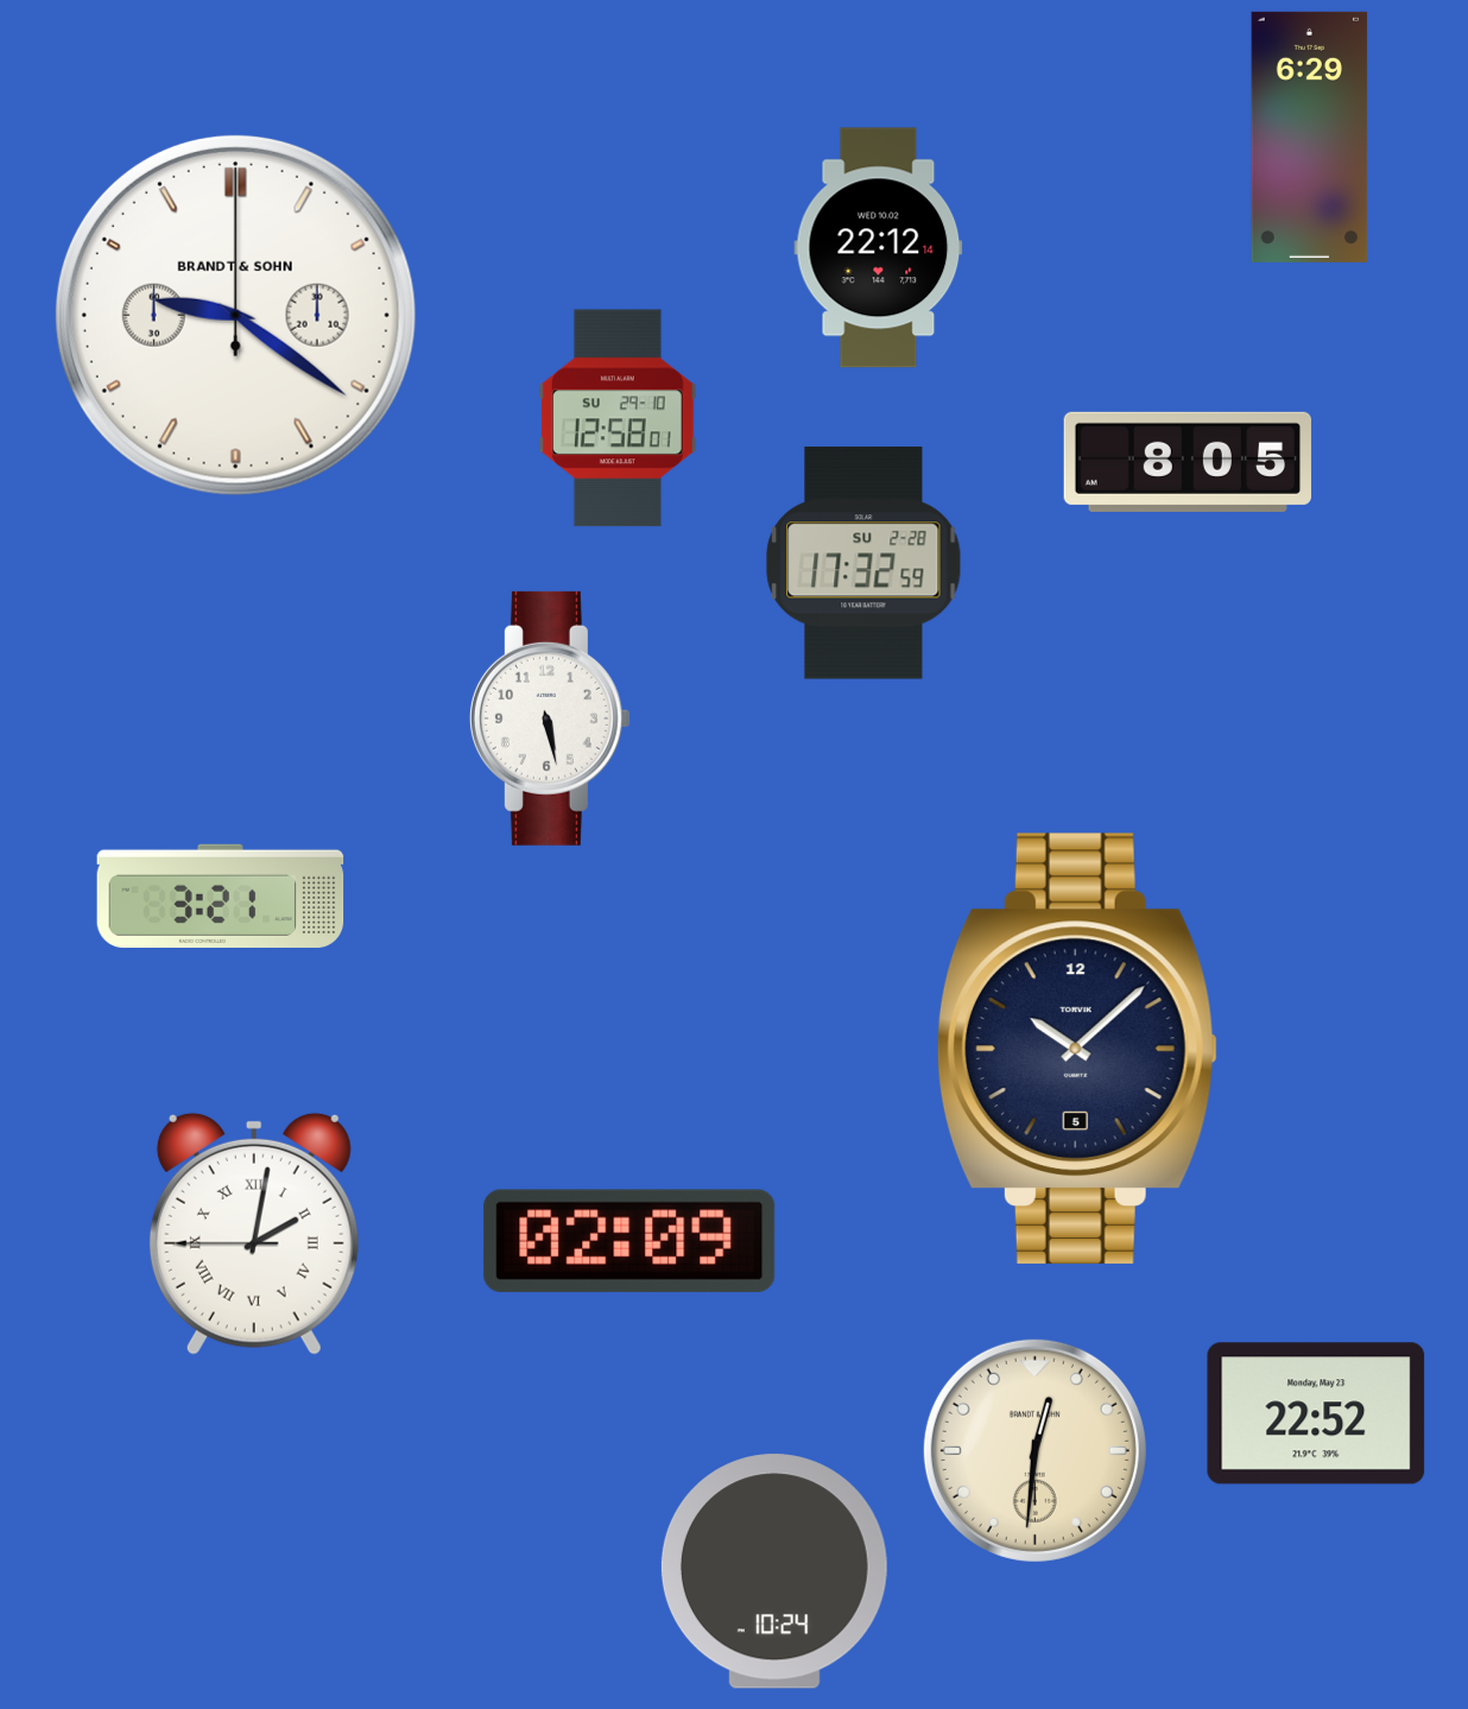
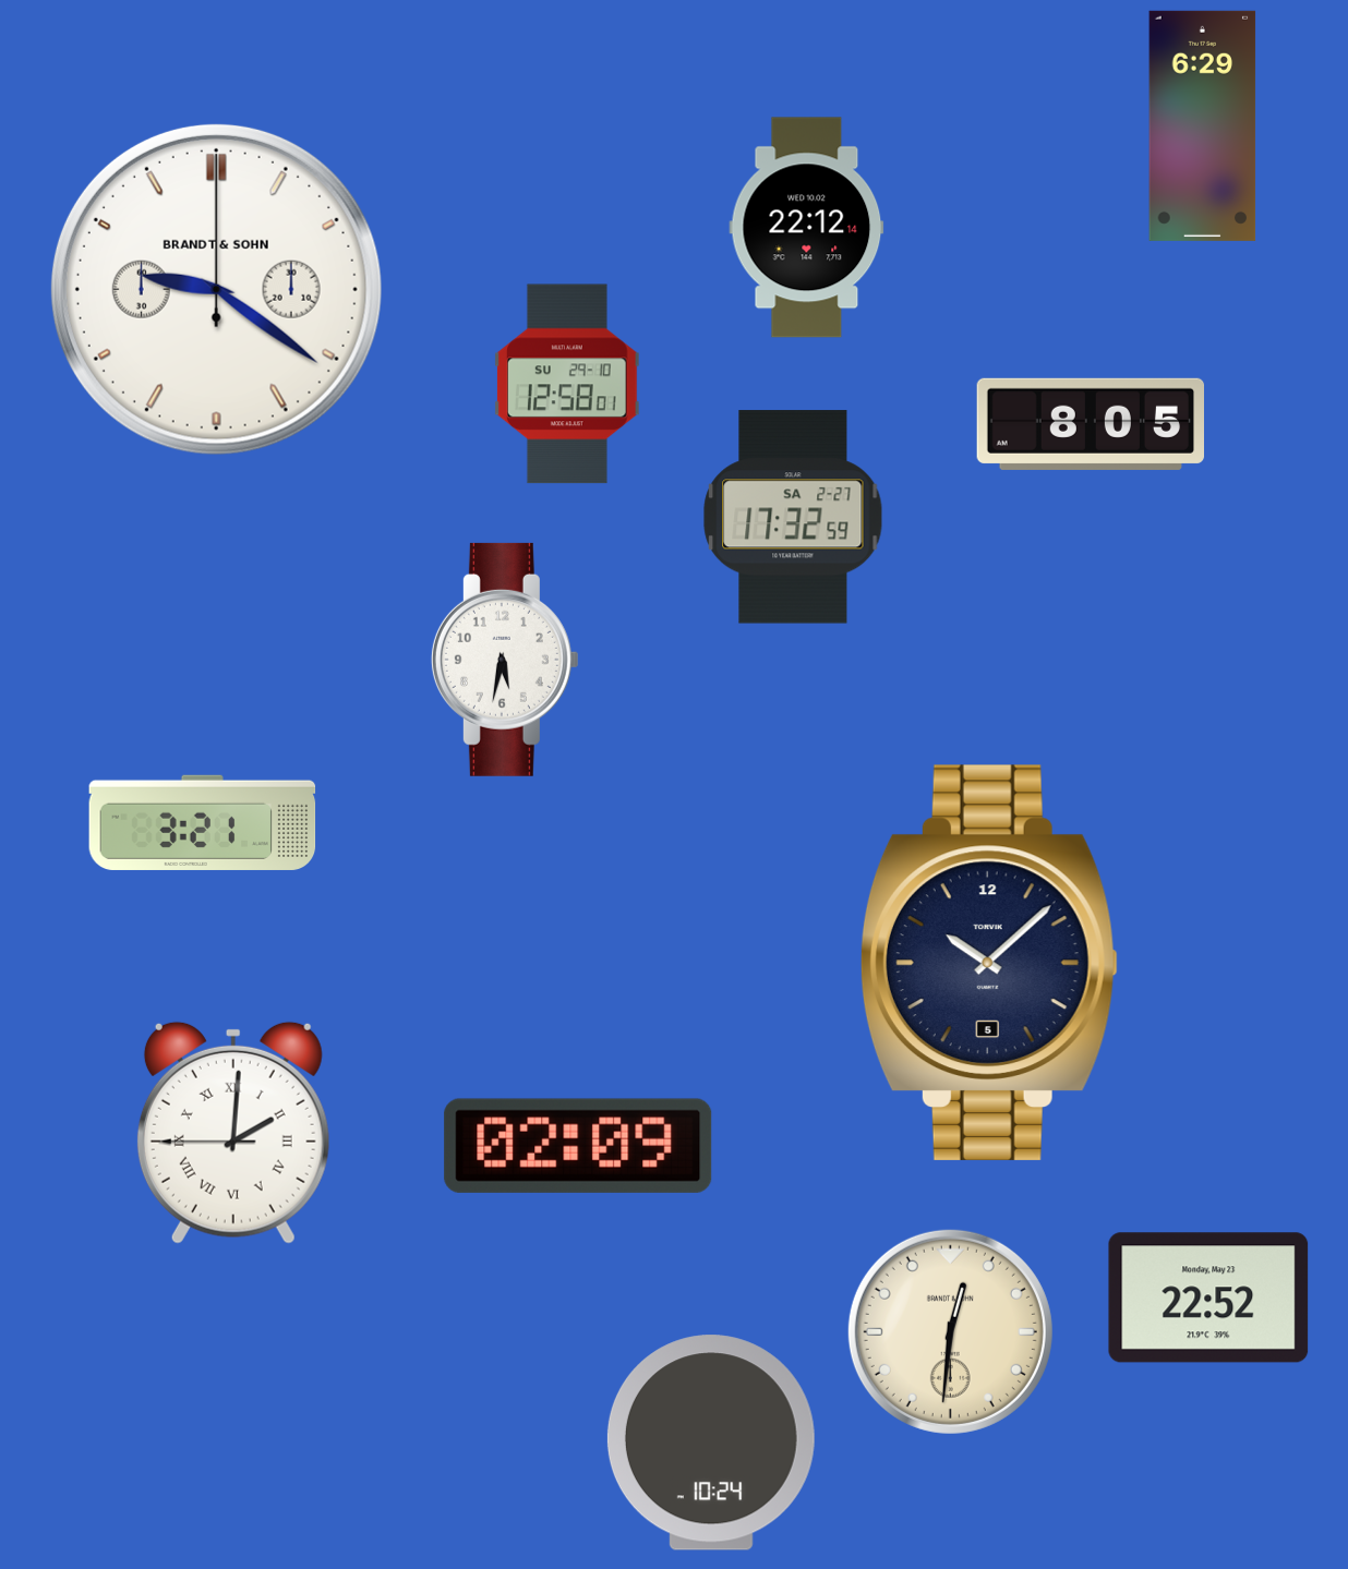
clock at (863, 563) date: SU 2-28 -> SA 2-27
clock at (550, 719): 5:28 -> 5:32
clock at (254, 1234): 2:01 -> 2:00
clock at (629, 1241) position: (629, 1241) -> (578, 1146)
